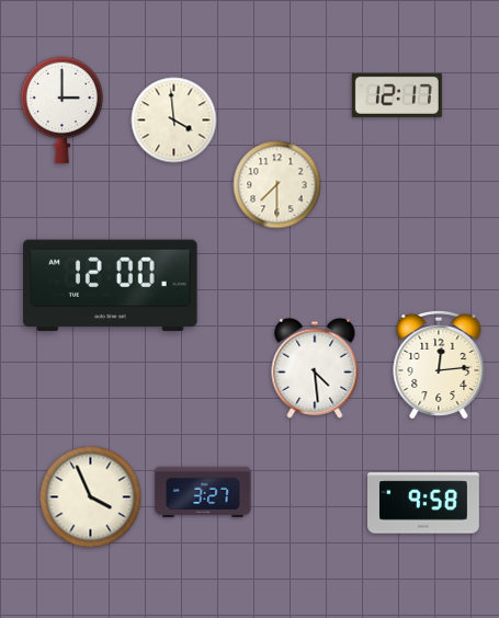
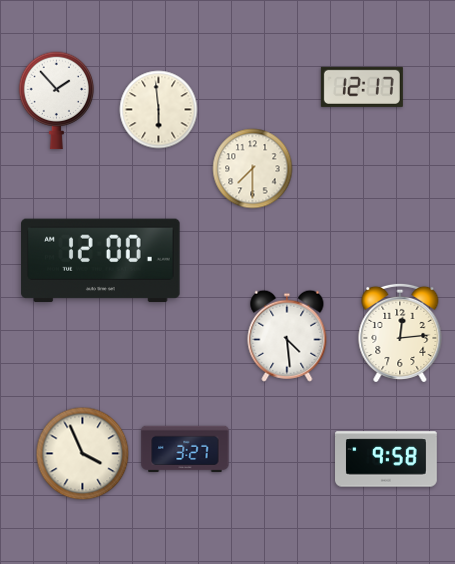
clock at (63, 111): 3:00 -> 1:53
clock at (174, 121): 3:59 -> 5:59
